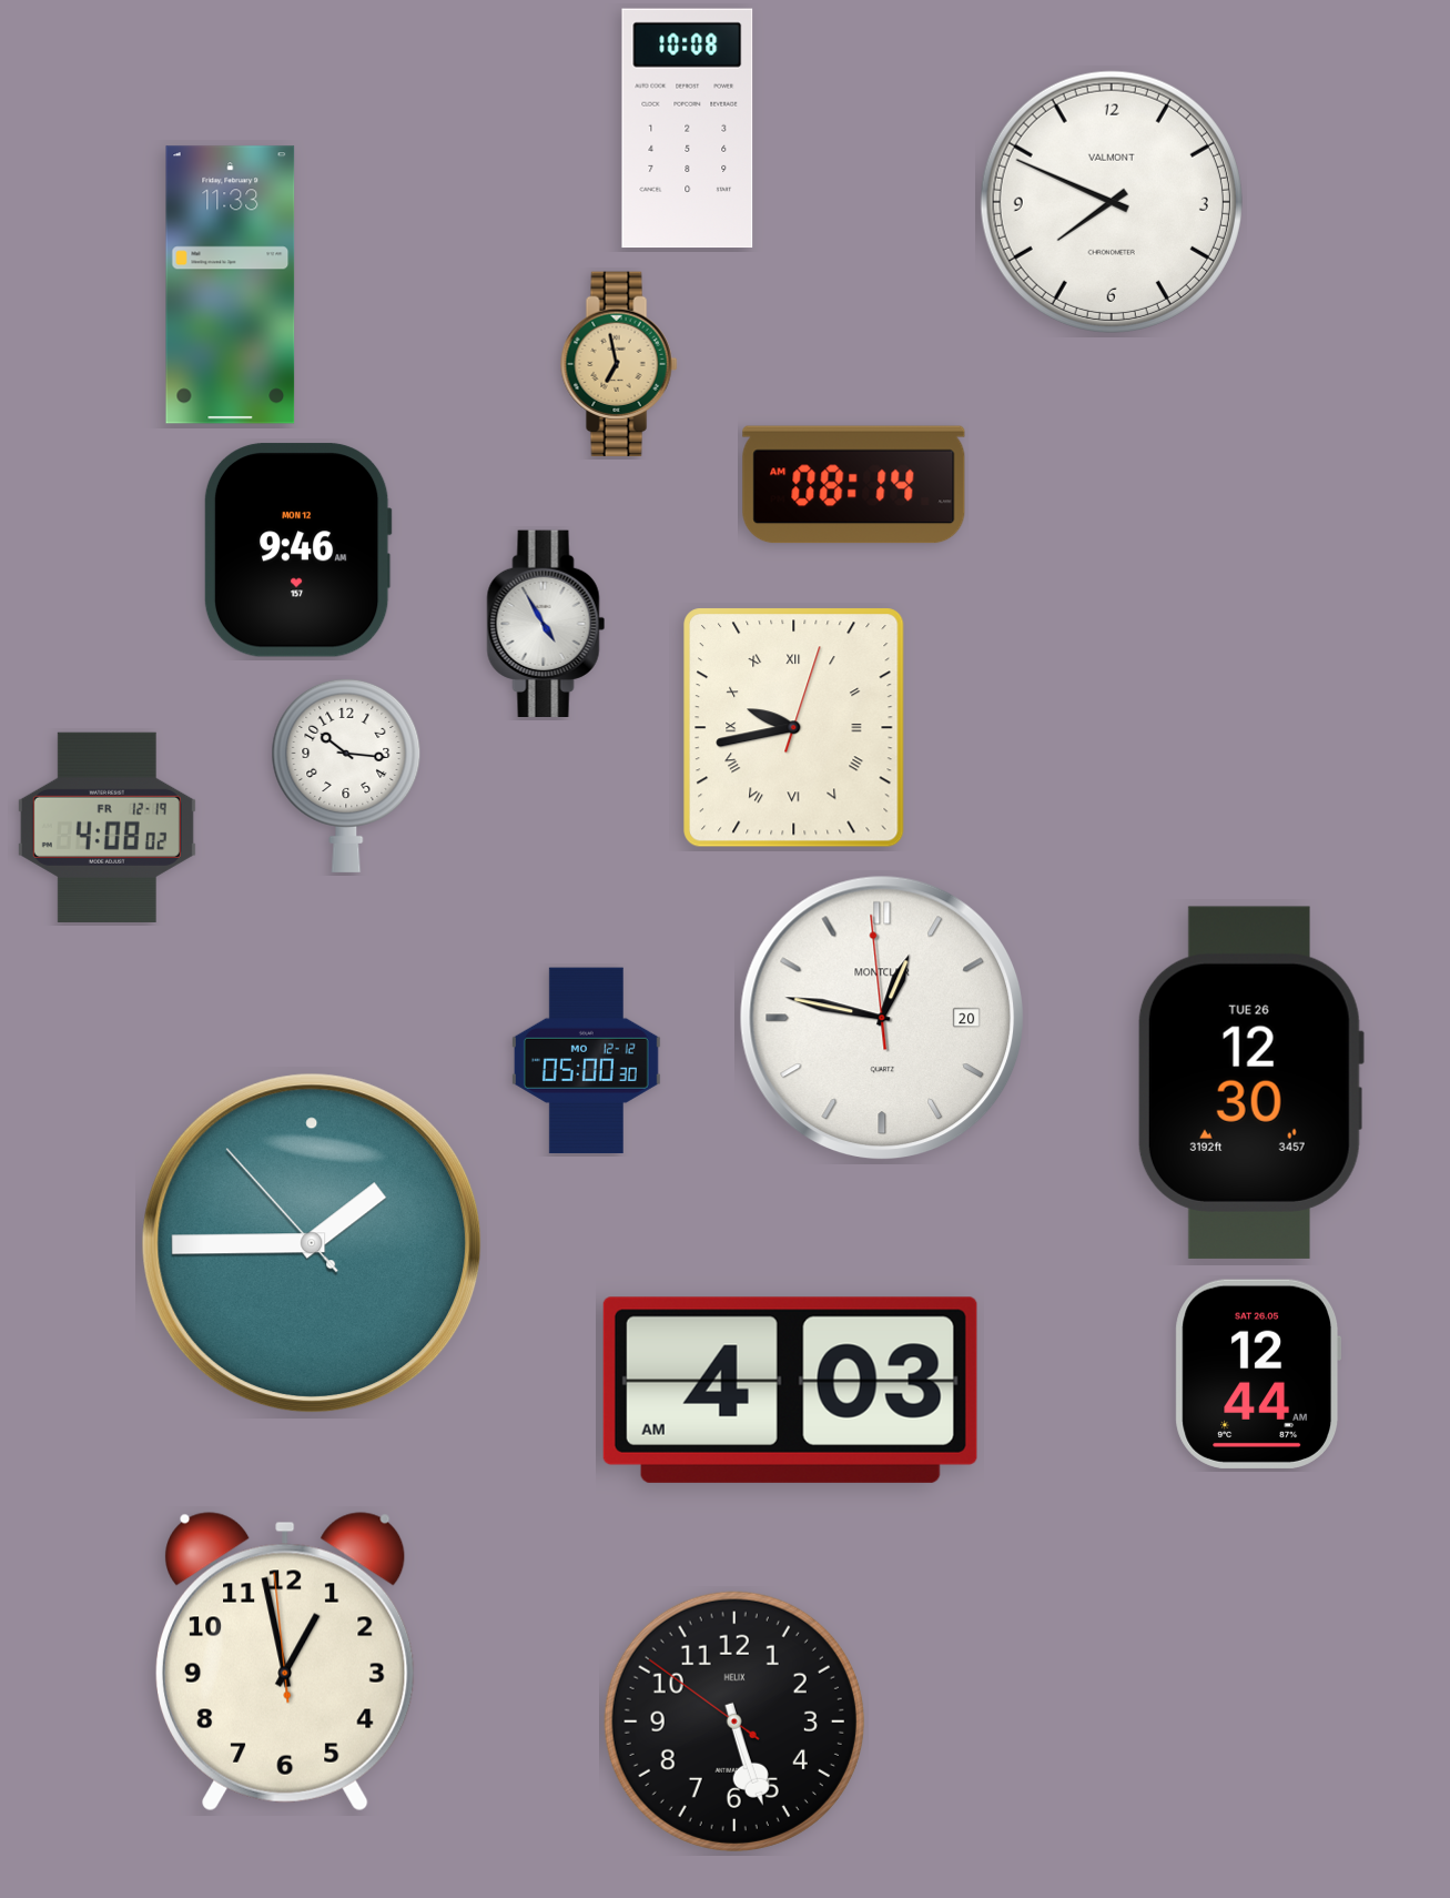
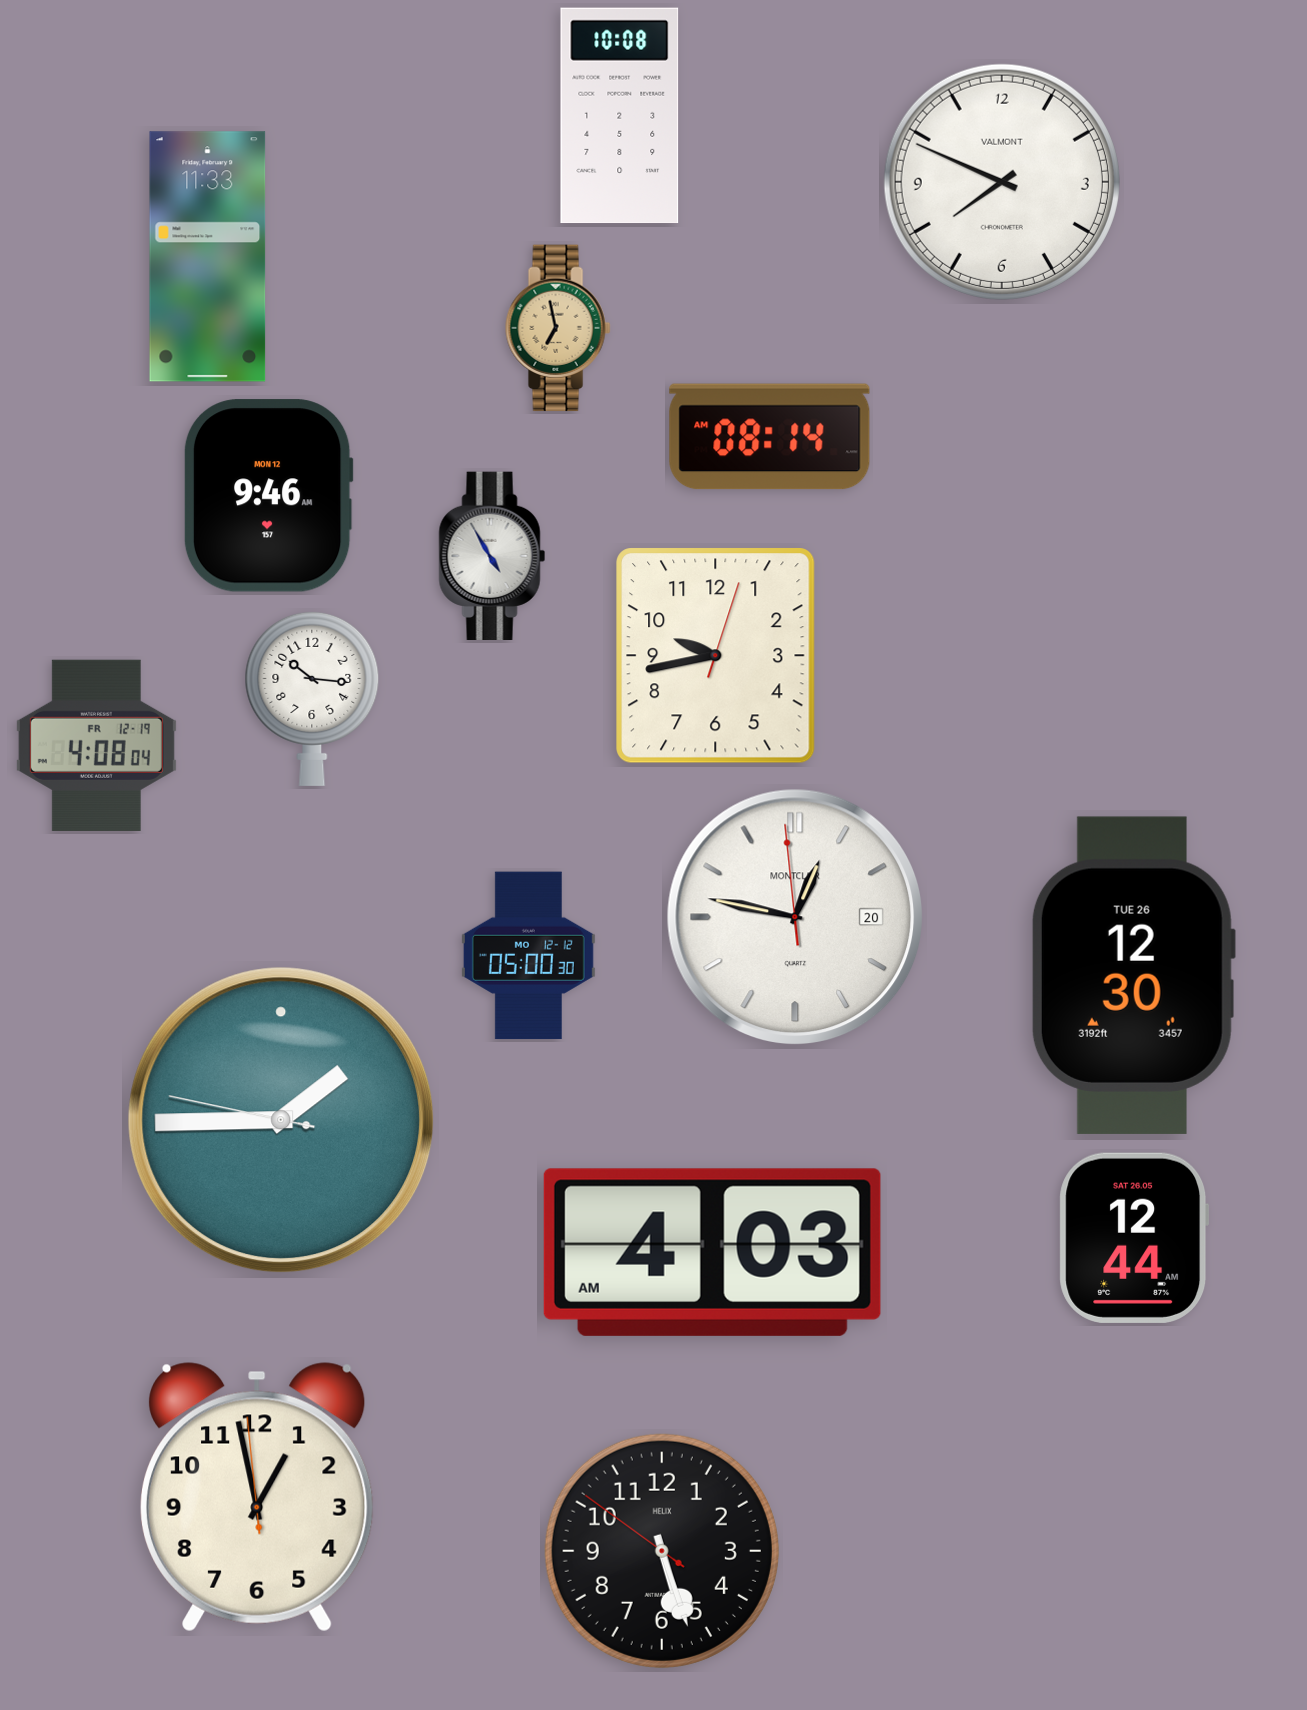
clock at (546, 623) position: (546, 623) -> (492, 555)
clock at (794, 728) numerals: Roman -> Arabic
clock at (107, 827): 4:08:02 -> 4:08:04
clock at (1250, 1082) position: (1250, 1082) -> (1133, 975)
clock at (312, 1243): 1:44:53 -> 1:44:47
